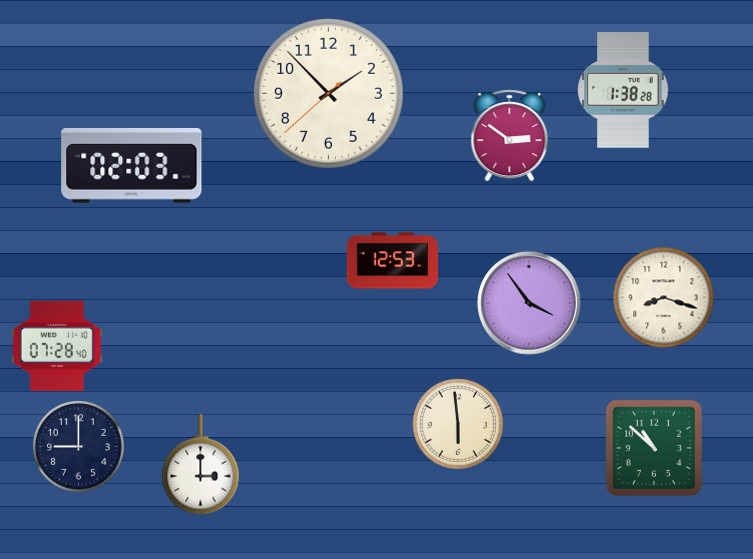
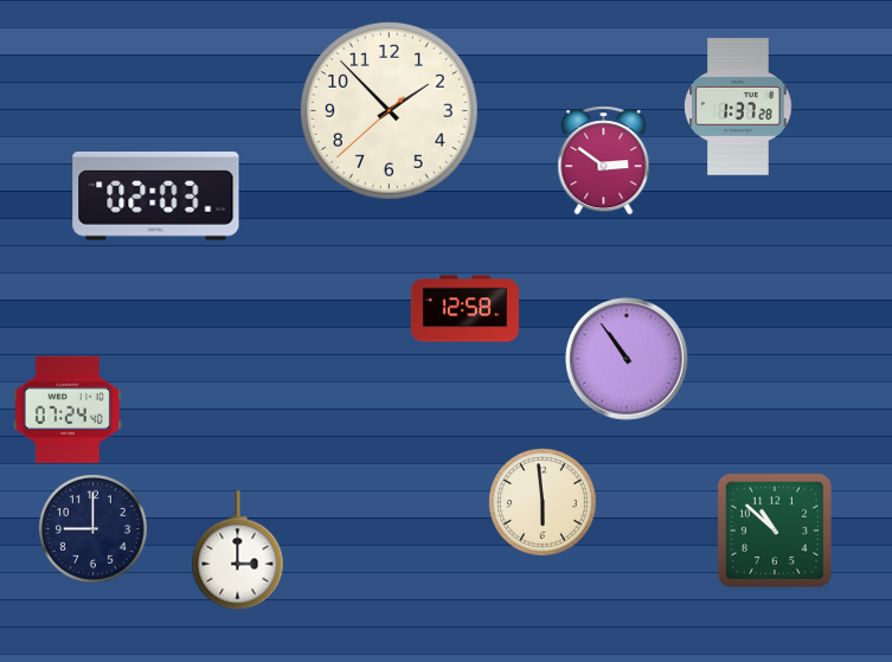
clock at (623, 90): 1:38 -> 1:37
clock at (392, 261): 12:53 -> 12:58
clock at (664, 298): 8:18 -> none
clock at (529, 303): 3:54 -> 10:54
clock at (57, 346): 07:28 -> 07:24
